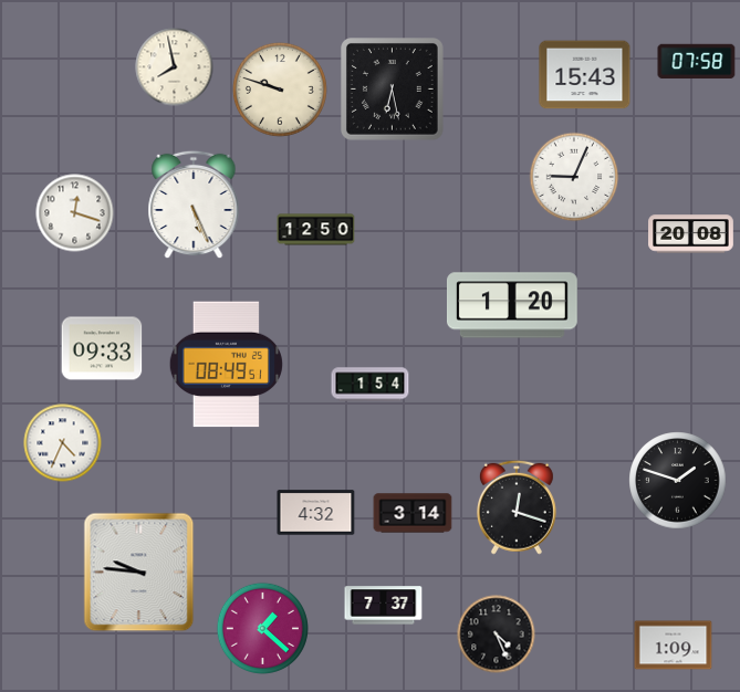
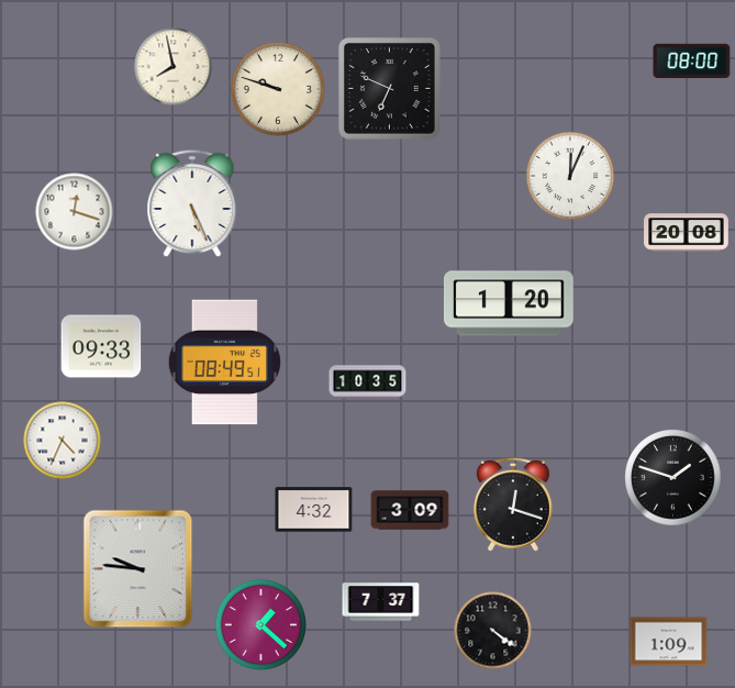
clock at (697, 62): 07:58 -> 08:00
clock at (585, 75): 15:43 -> none
clock at (393, 90): 6:28 -> 6:49
clock at (574, 177): 9:04 -> 12:04
clock at (316, 230): 12:50 -> none
clock at (371, 385): 1:54 -> 10:35
clock at (413, 513): 3:14 -> 3:09
clock at (497, 635): 4:26 -> 4:21
